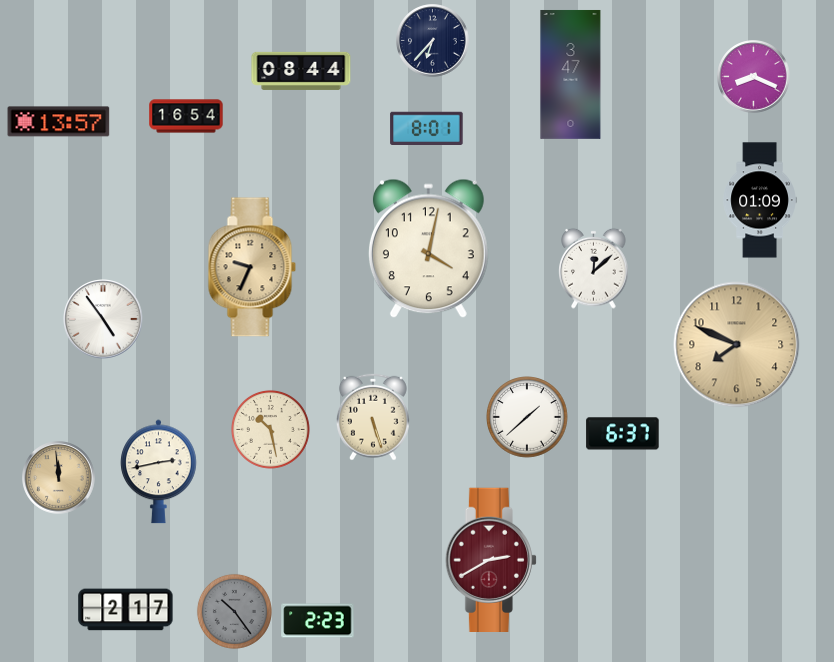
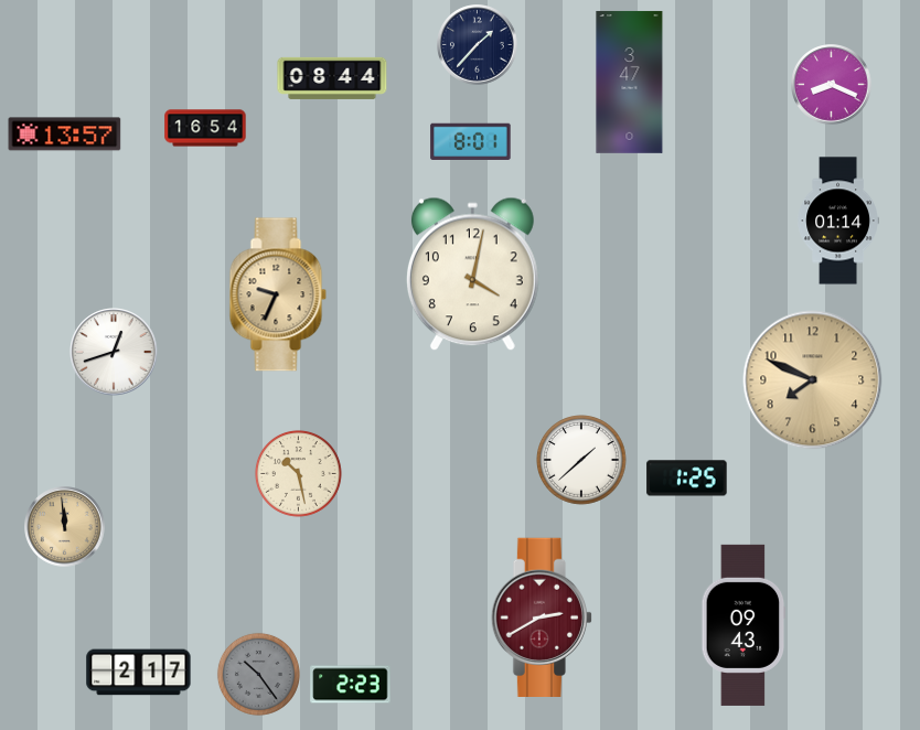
clock at (433, 41): 6:37 -> 1:37
clock at (760, 200): 01:09 -> 01:14
clock at (594, 268): 12:08 -> none
clock at (103, 319): 4:54 -> 12:42
clock at (373, 417): 5:27 -> none
clock at (623, 434): 6:37 -> 1:25
clock at (159, 472): 2:43 -> none
clock at (744, 625): none -> 09:43
